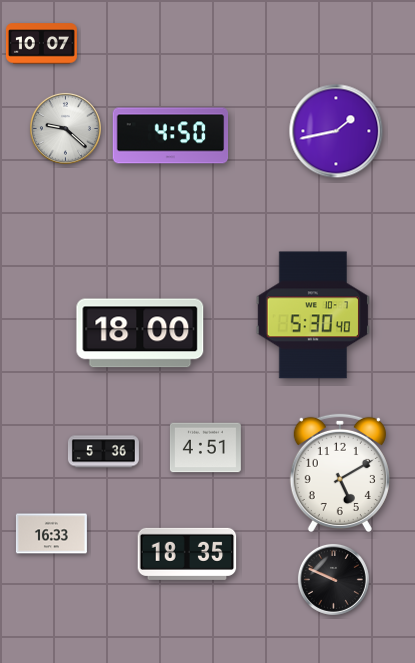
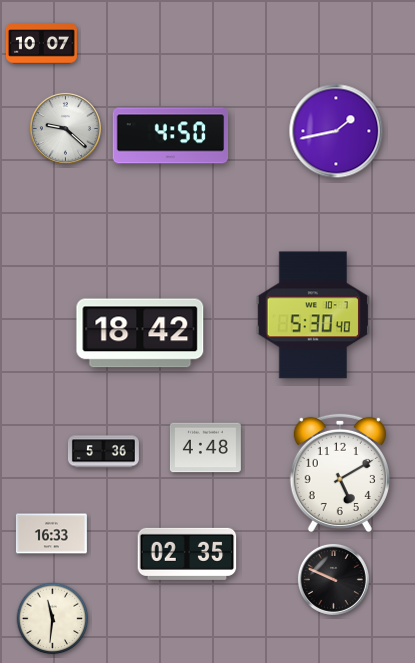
clock at (140, 333): 18:00 -> 18:42
clock at (205, 448): 4:51 -> 4:48
clock at (187, 554): 18:35 -> 02:35
clock at (53, 619): none -> 11:31
